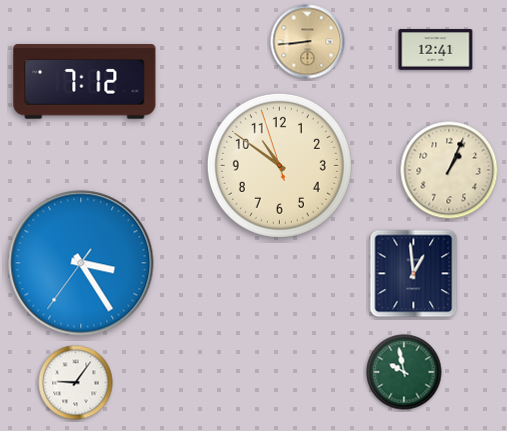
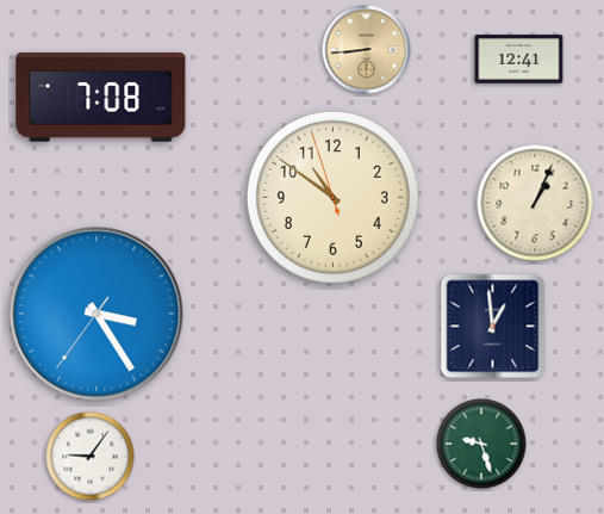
clock at (85, 82): 7:12 -> 7:08
clock at (404, 372): 9:58 -> 9:27
